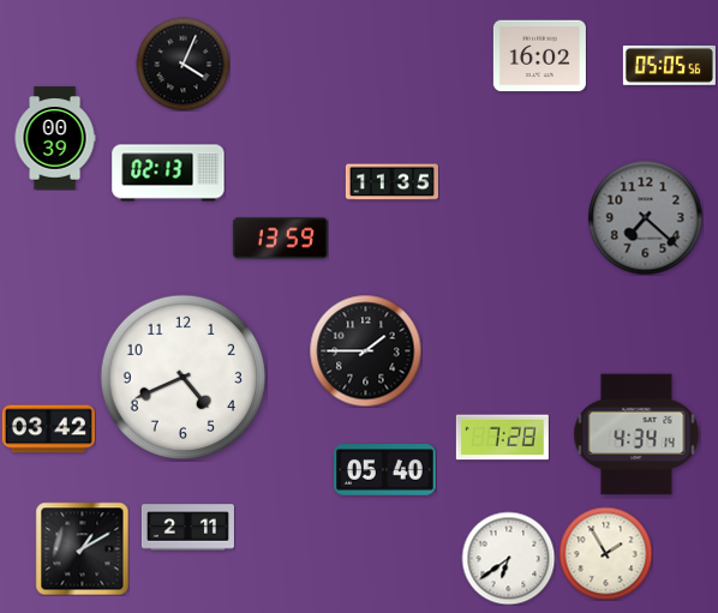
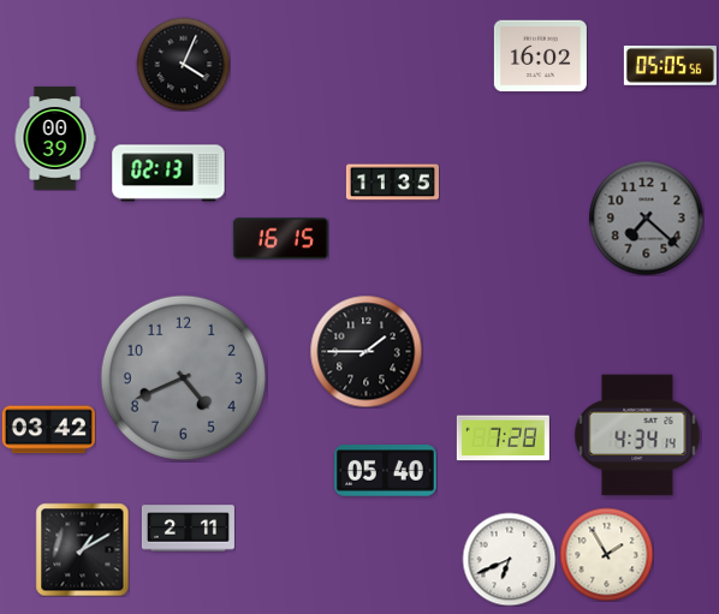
clock at (280, 239): 13:59 -> 16:15
clock at (183, 377) dial: white -> grey
clock at (508, 558): 6:39 -> 6:41
